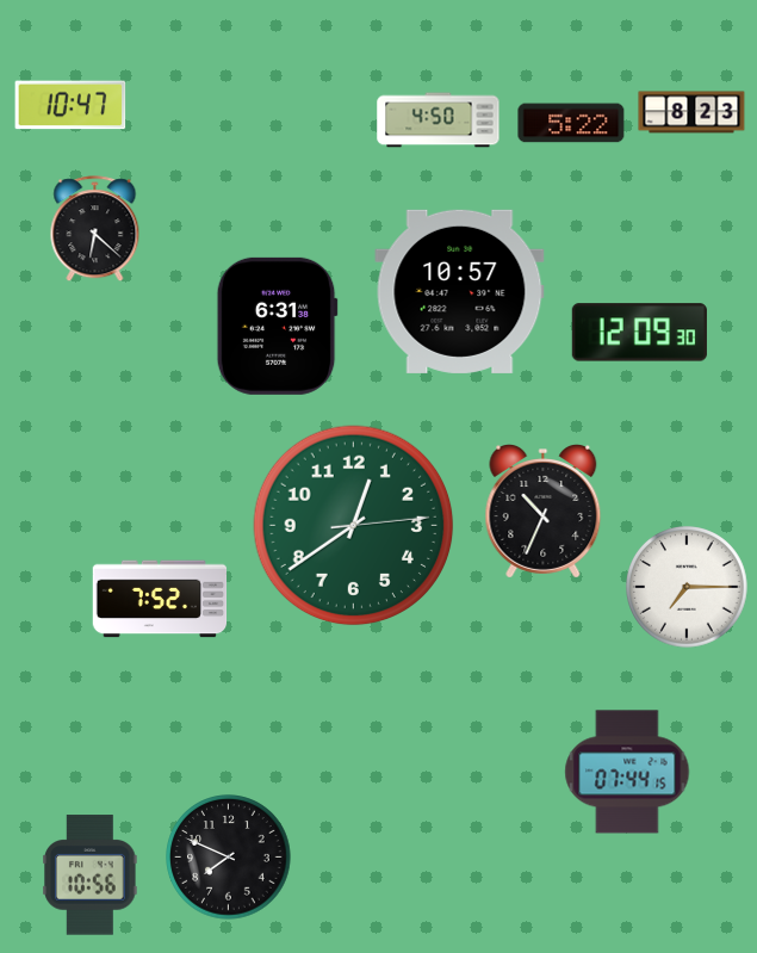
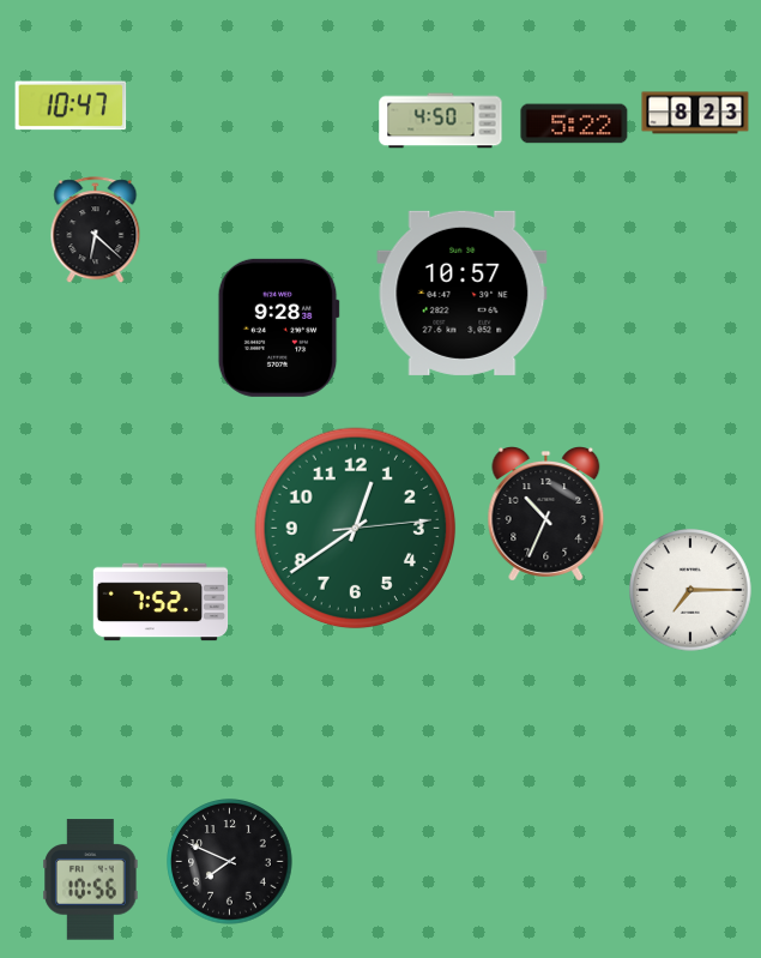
clock at (277, 326): 6:31 -> 9:28
clock at (639, 333): 12:09 -> none
clock at (627, 772): 07:44 -> none
